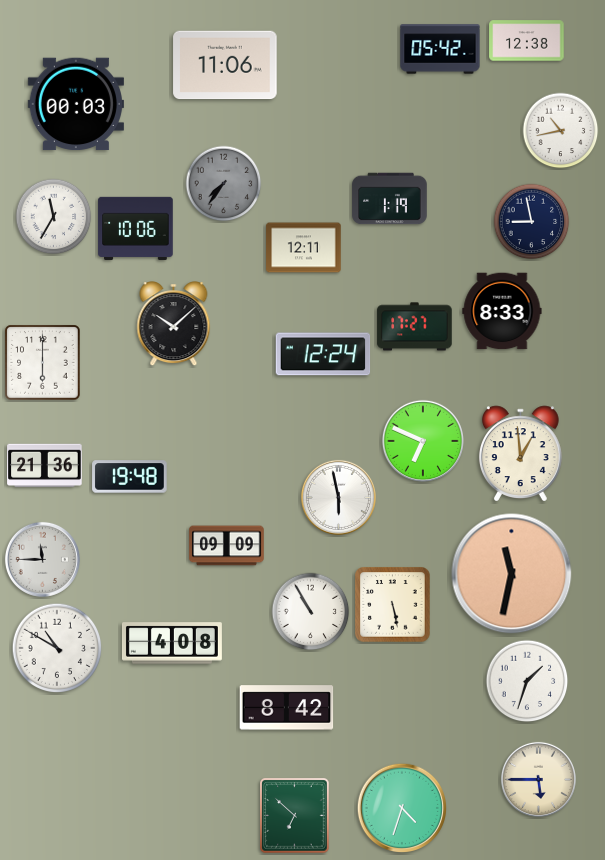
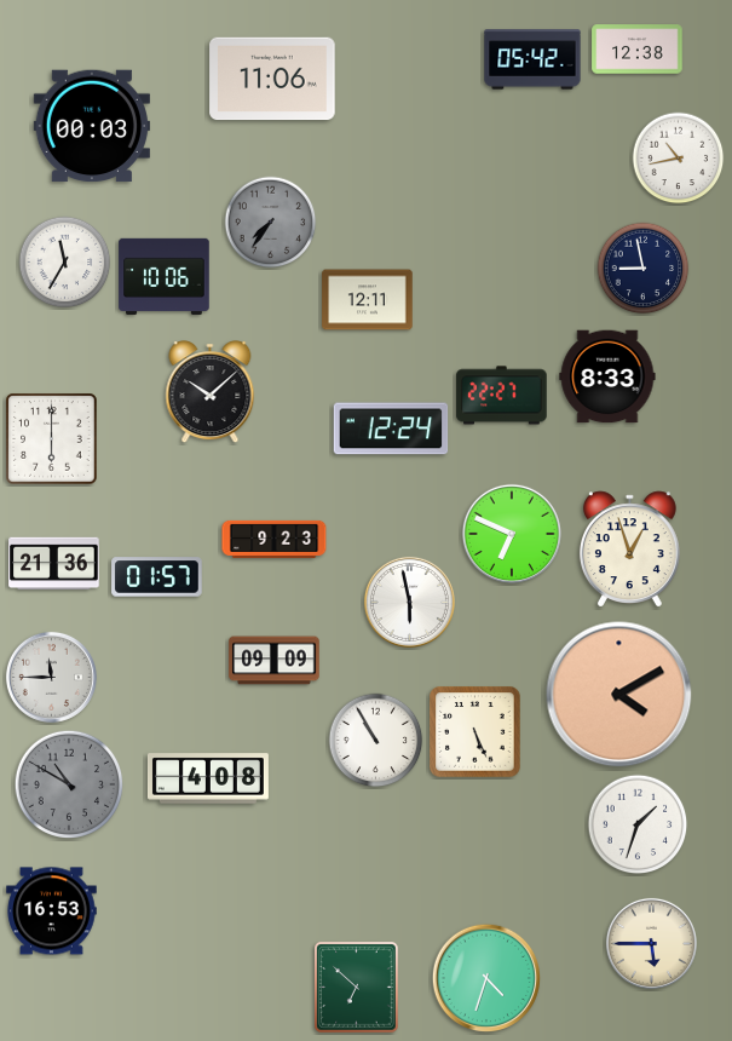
clock at (390, 199): 1:19 -> none
clock at (415, 327): 17:27 -> 22:27
clock at (275, 539): none -> 9:23
clock at (520, 453): 12:59 -> 12:57
clock at (130, 477): 19:48 -> 01:57
clock at (512, 574): 11:32 -> 4:10
clock at (393, 605): 5:28 -> 5:26
clock at (57, 648) dial: white -> grey
clock at (287, 708): 8:42 -> none
clock at (52, 911): none -> 16:53
